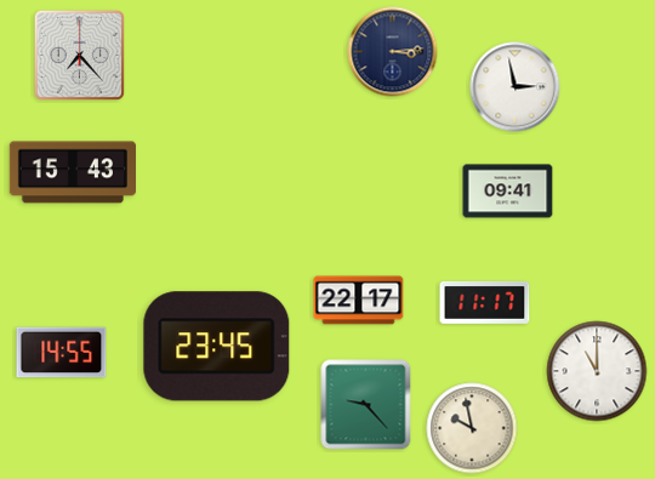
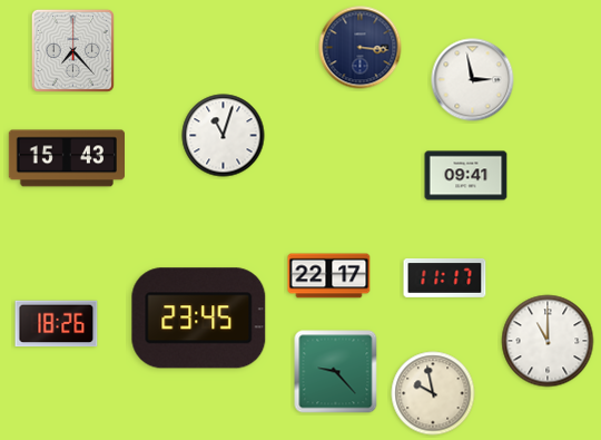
clock at (393, 52): 3:14 -> 3:16
clock at (224, 136): none -> 11:03
clock at (62, 353): 14:55 -> 18:26
